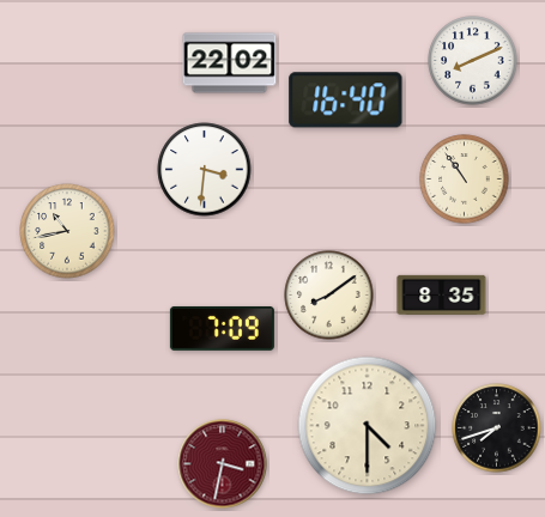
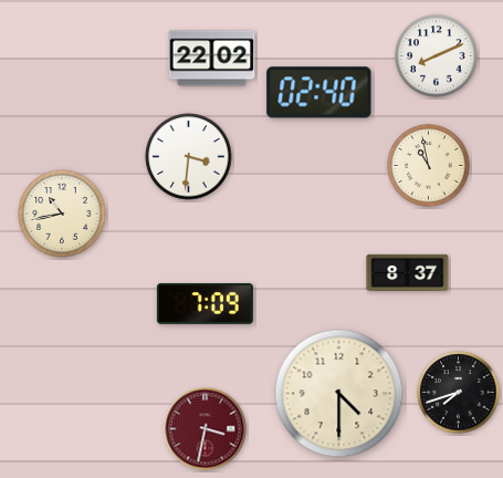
clock at (346, 101): 16:40 -> 02:40
clock at (465, 180): 10:54 -> 10:58
clock at (442, 294): 8:35 -> 8:37
clock at (329, 296): 8:09 -> none
clock at (497, 428) position: (497, 428) -> (459, 393)
